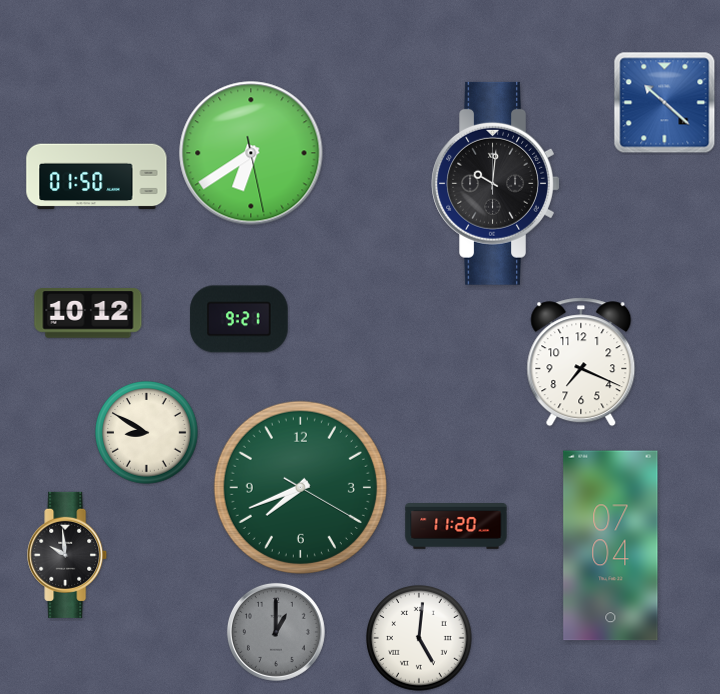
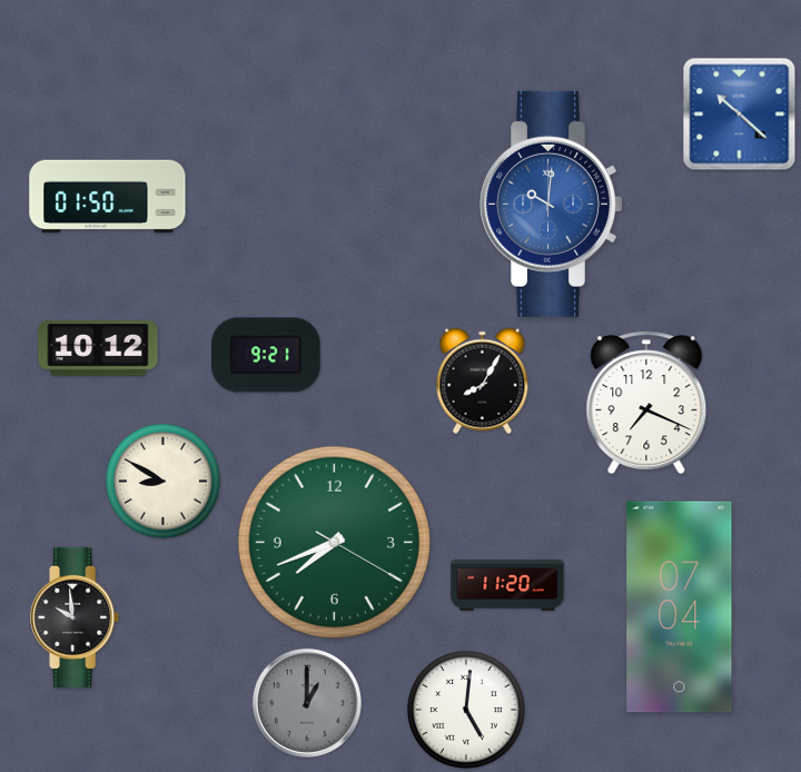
clock at (251, 153): 6:39 -> none
clock at (496, 183) dial: black -> blue
clock at (483, 382): none -> 8:05
